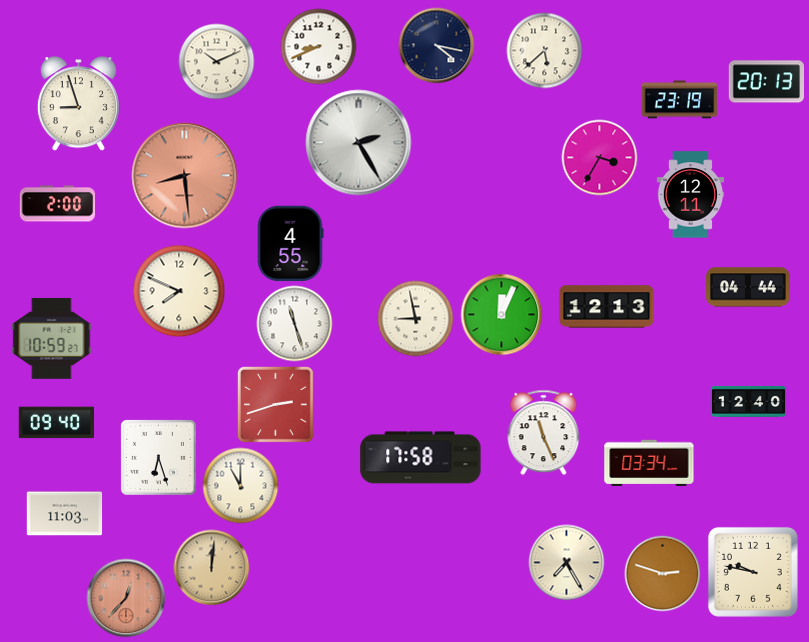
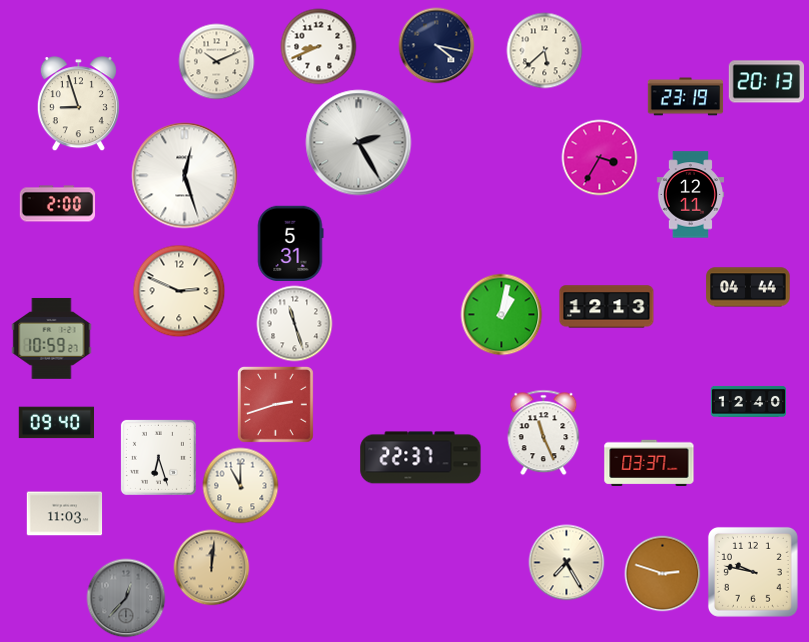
clock at (680, 100) position: (680, 100) -> (686, 97)
clock at (185, 176): 8:29 -> 12:27
clock at (185, 176) dial: salmon -> white
clock at (290, 243): 4:55 -> 5:31
clock at (179, 291): 7:49 -> 2:49
clock at (502, 315): 12:04 -> 1:02
clock at (416, 319): 8:58 -> none
clock at (421, 458): 17:58 -> 22:37
clock at (649, 462): 03:34 -> 03:37
clock at (126, 598) dial: salmon -> grey
